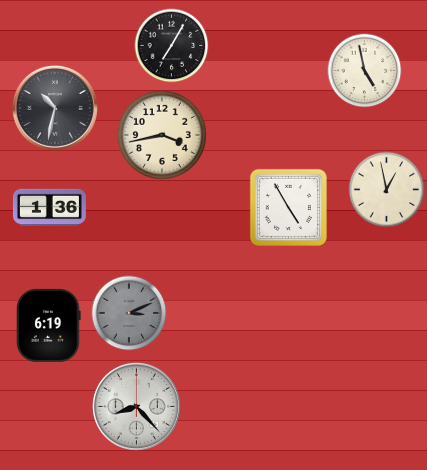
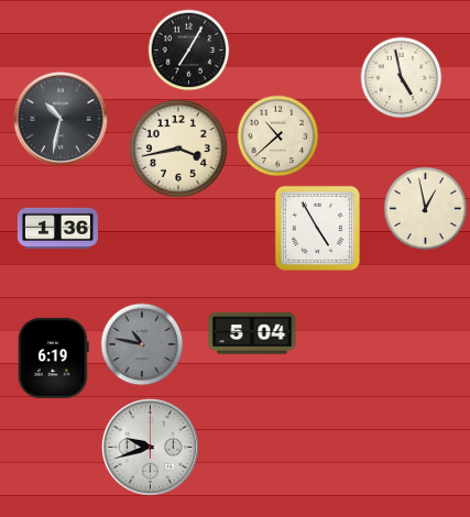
clock at (278, 136): none -> 10:38
clock at (49, 208) position: (49, 208) -> (57, 229)
clock at (252, 333): none -> 5:04
clock at (129, 313): 3:11 -> 10:47
clock at (136, 406): 8:23 -> 9:42
